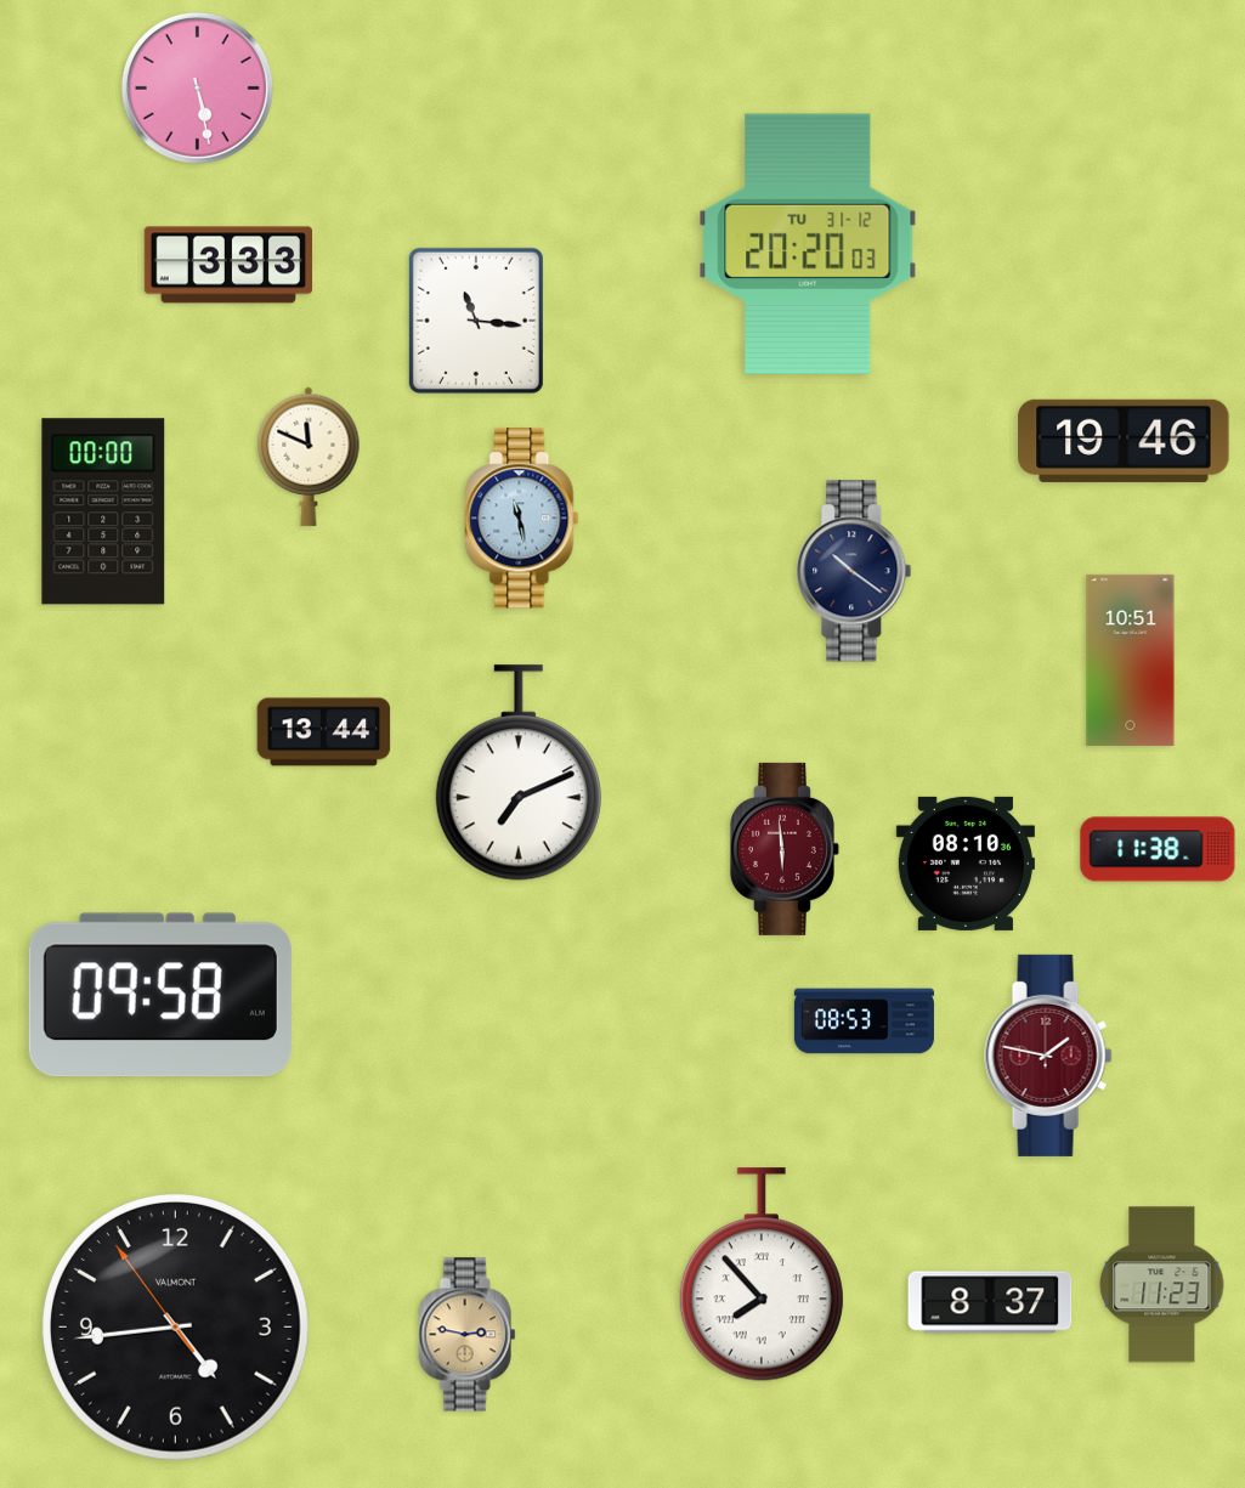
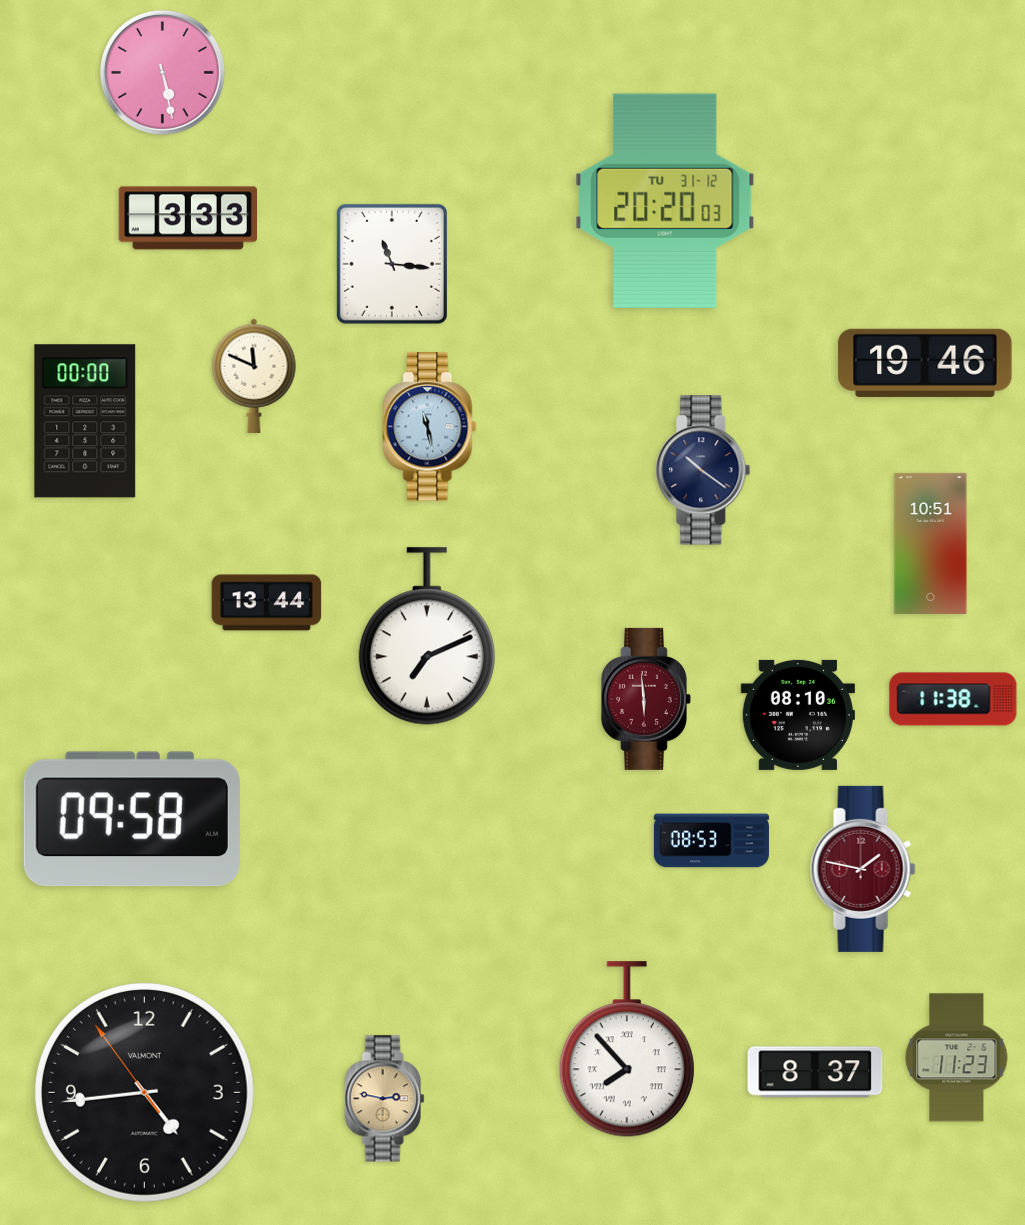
clock at (966, 864) position: (966, 864) -> (798, 715)
